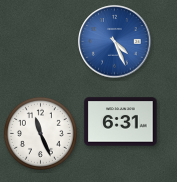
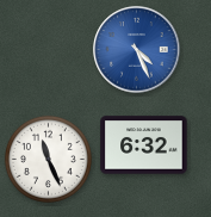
clock at (121, 122): 6:31 -> 6:32
